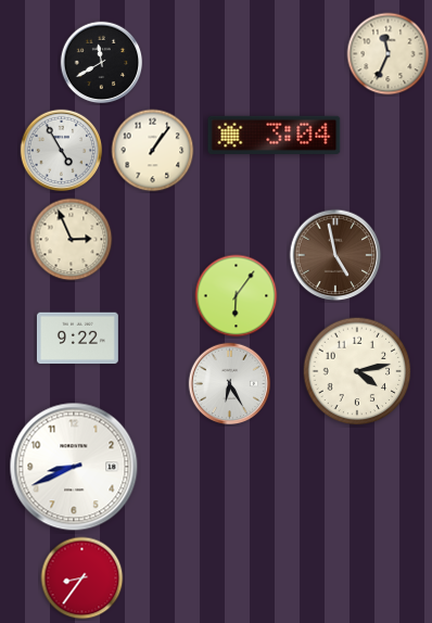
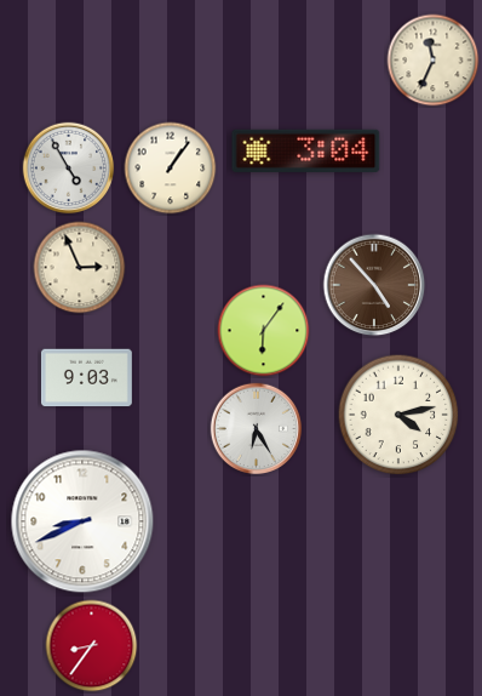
clock at (102, 63): 11:40 -> none
clock at (335, 255): 4:58 -> 4:53
clock at (77, 339): 9:22 -> 9:03
